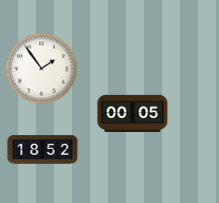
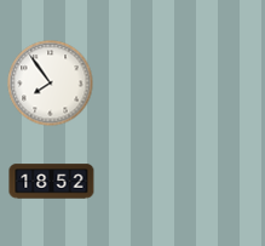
clock at (42, 69): 1:54 -> 7:54
clock at (133, 113): 00:05 -> none
